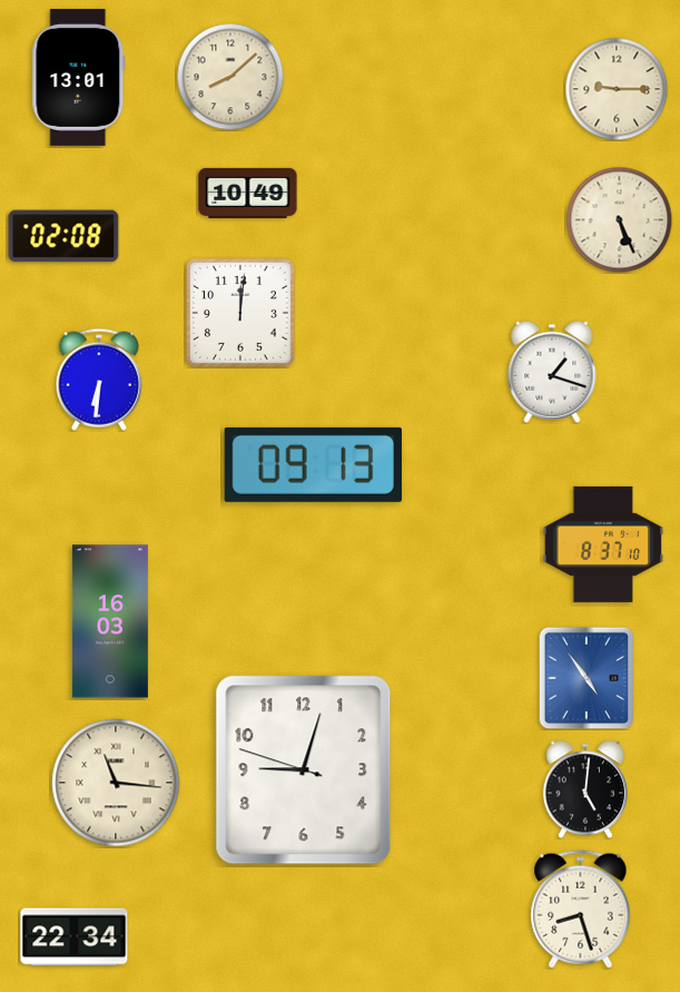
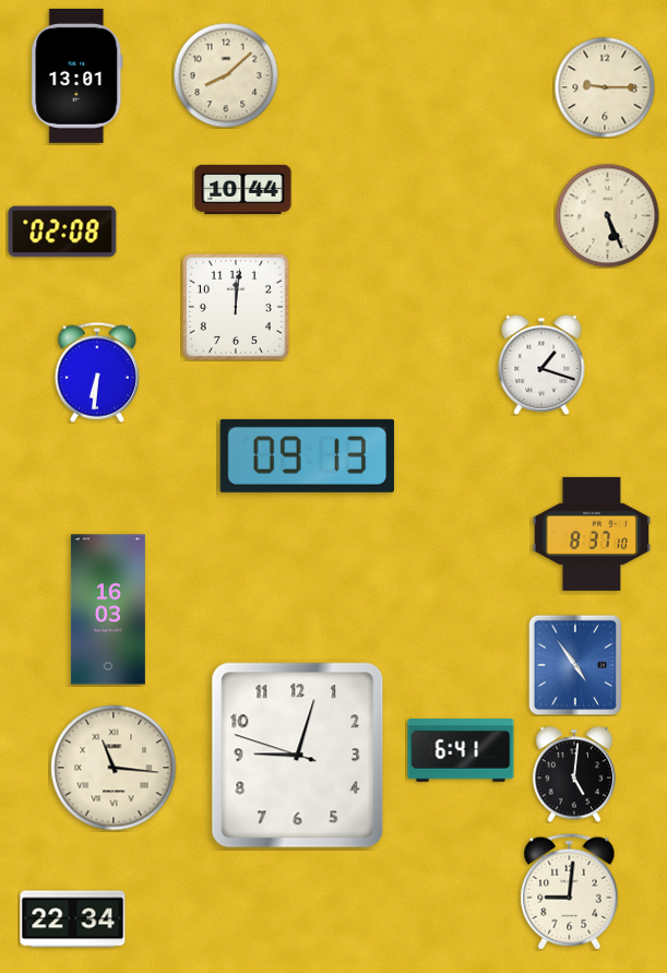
clock at (248, 193): 10:49 -> 10:44
clock at (461, 750): none -> 6:41
clock at (581, 910): 8:27 -> 9:01
